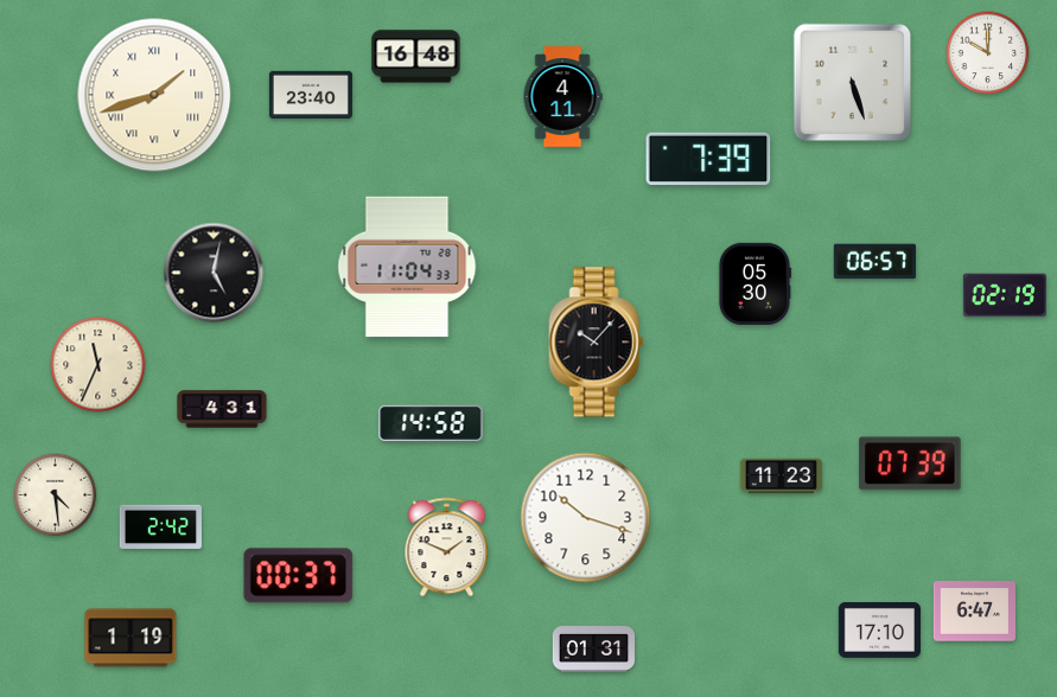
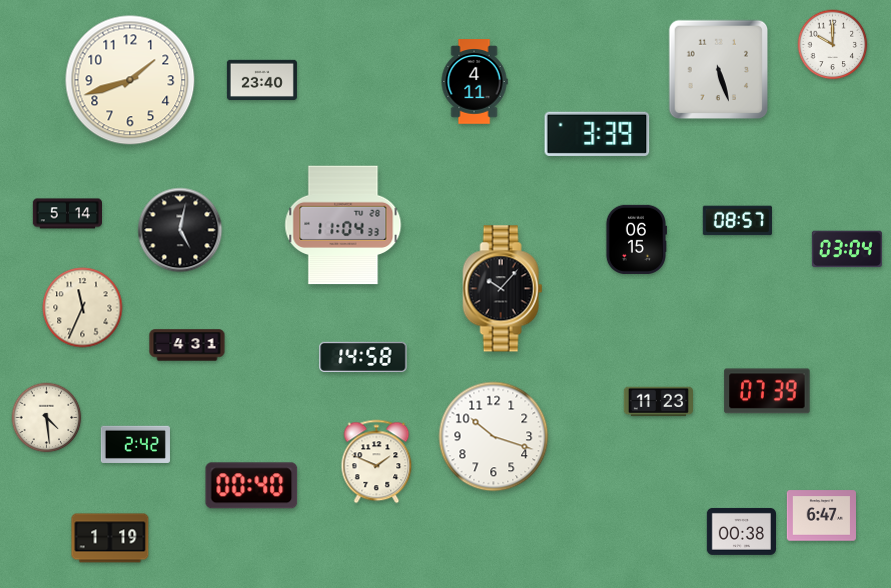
clock at (416, 57): 16:48 -> none
clock at (154, 95) numerals: Roman -> Arabic
clock at (708, 159): 7:39 -> 3:39
clock at (67, 214): none -> 5:14
clock at (874, 262): 06:57 -> 08:57
clock at (754, 283): 05:30 -> 06:15
clock at (1005, 295): 02:19 -> 03:04
clock at (299, 576): 00:37 -> 00:40
clock at (879, 629): 17:10 -> 00:38
clock at (593, 650): 01:31 -> none
